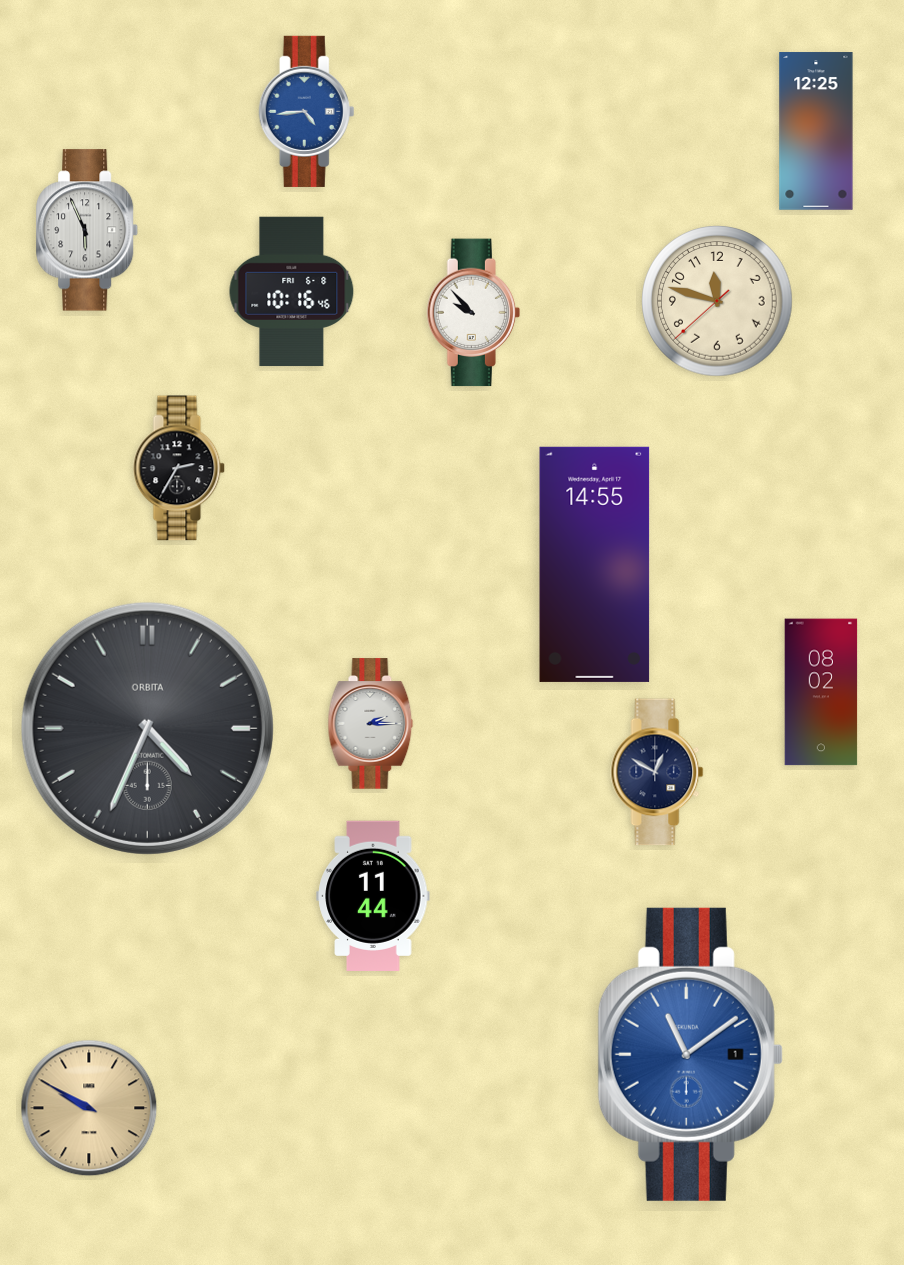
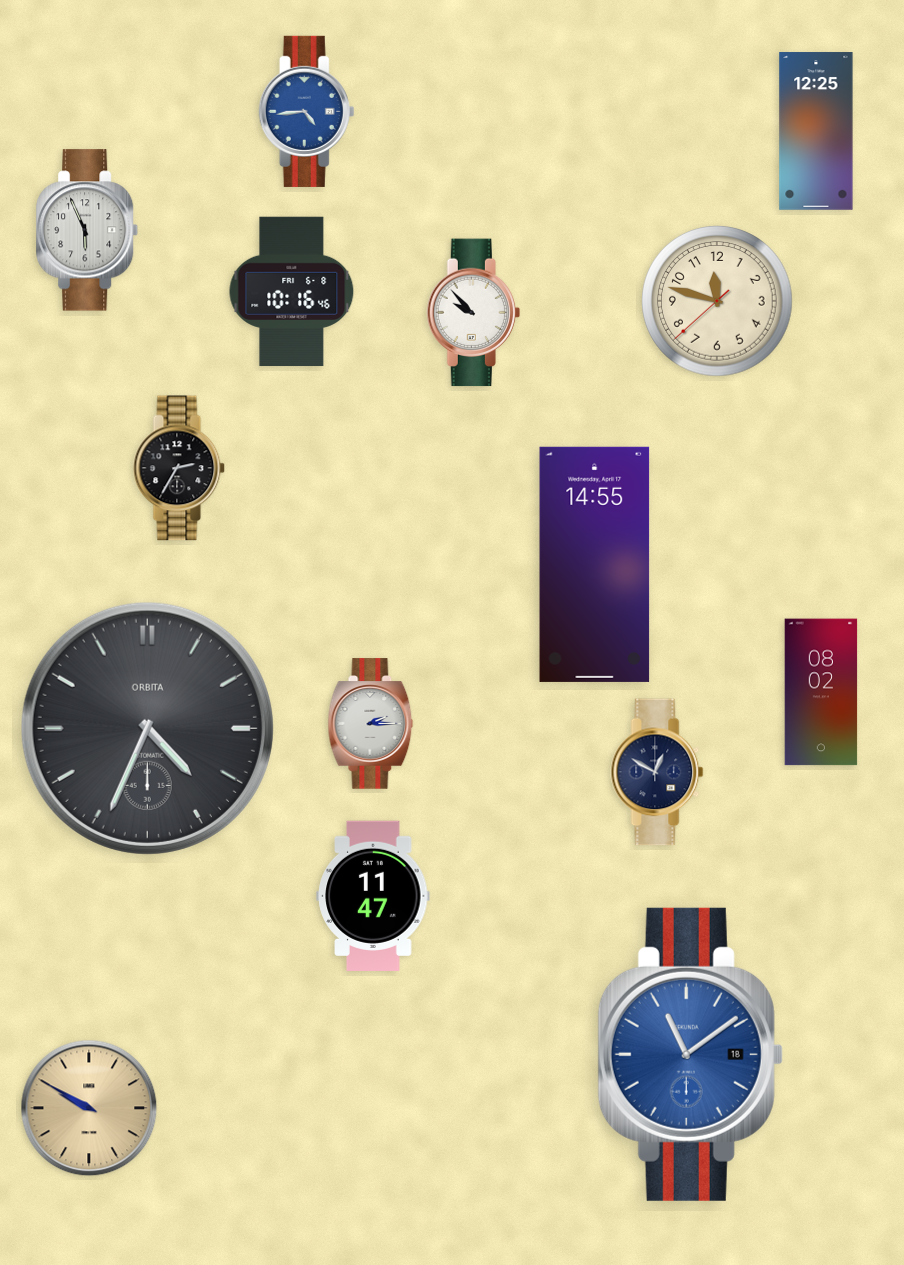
clock at (373, 896): 11:44 -> 11:47
clock at (690, 1054) date: 1 -> 18
